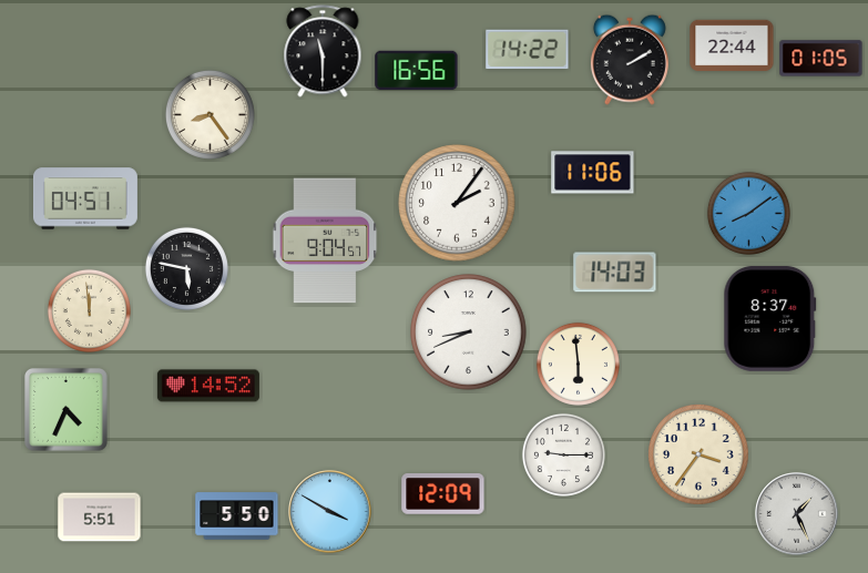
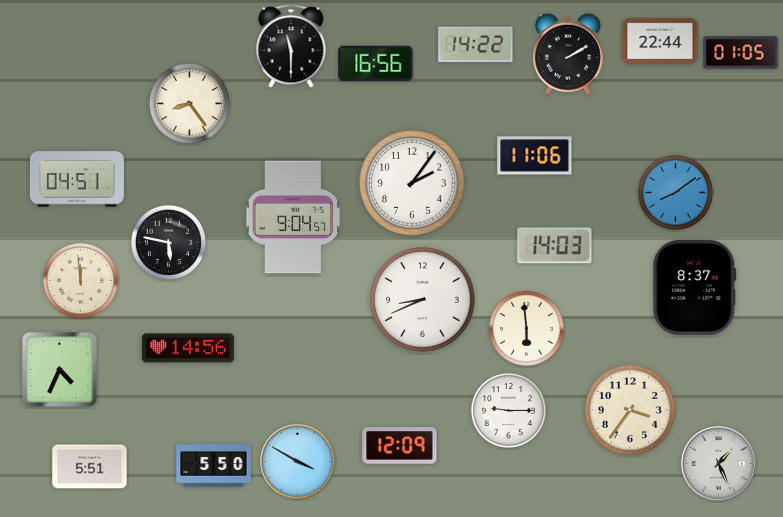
clock at (578, 364) position: (578, 364) -> (526, 328)
clock at (208, 386): 14:52 -> 14:56
